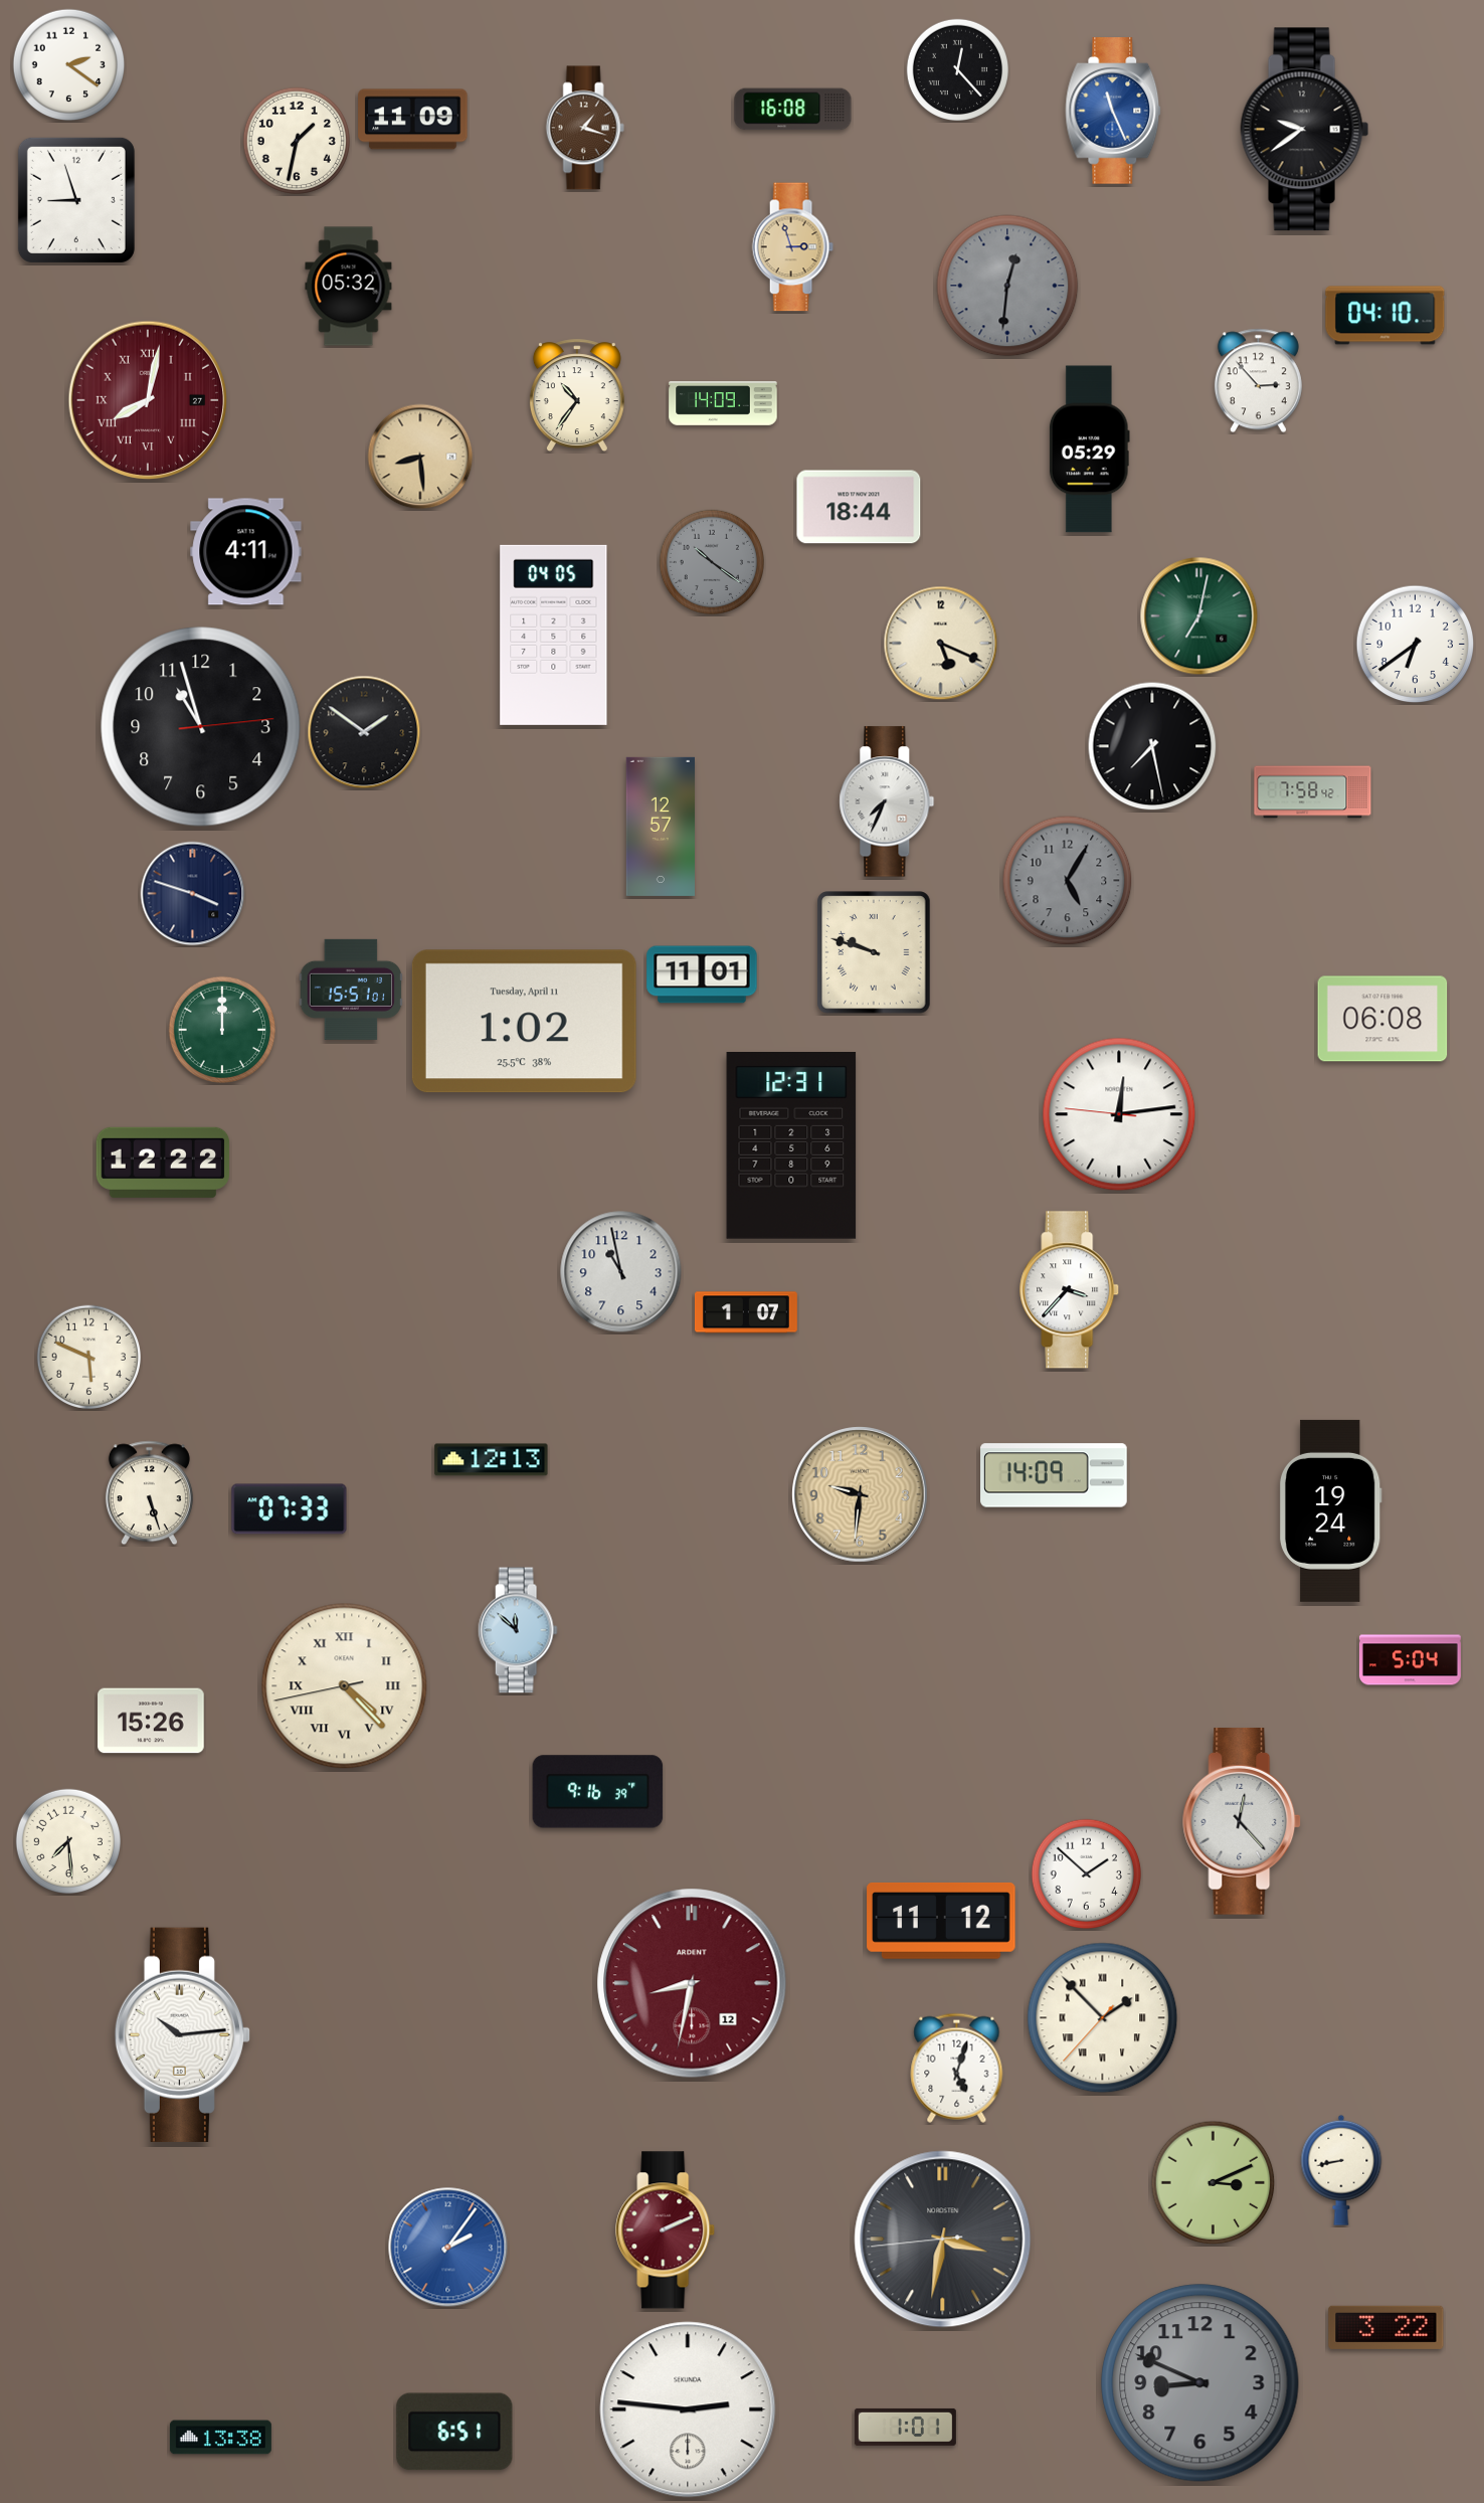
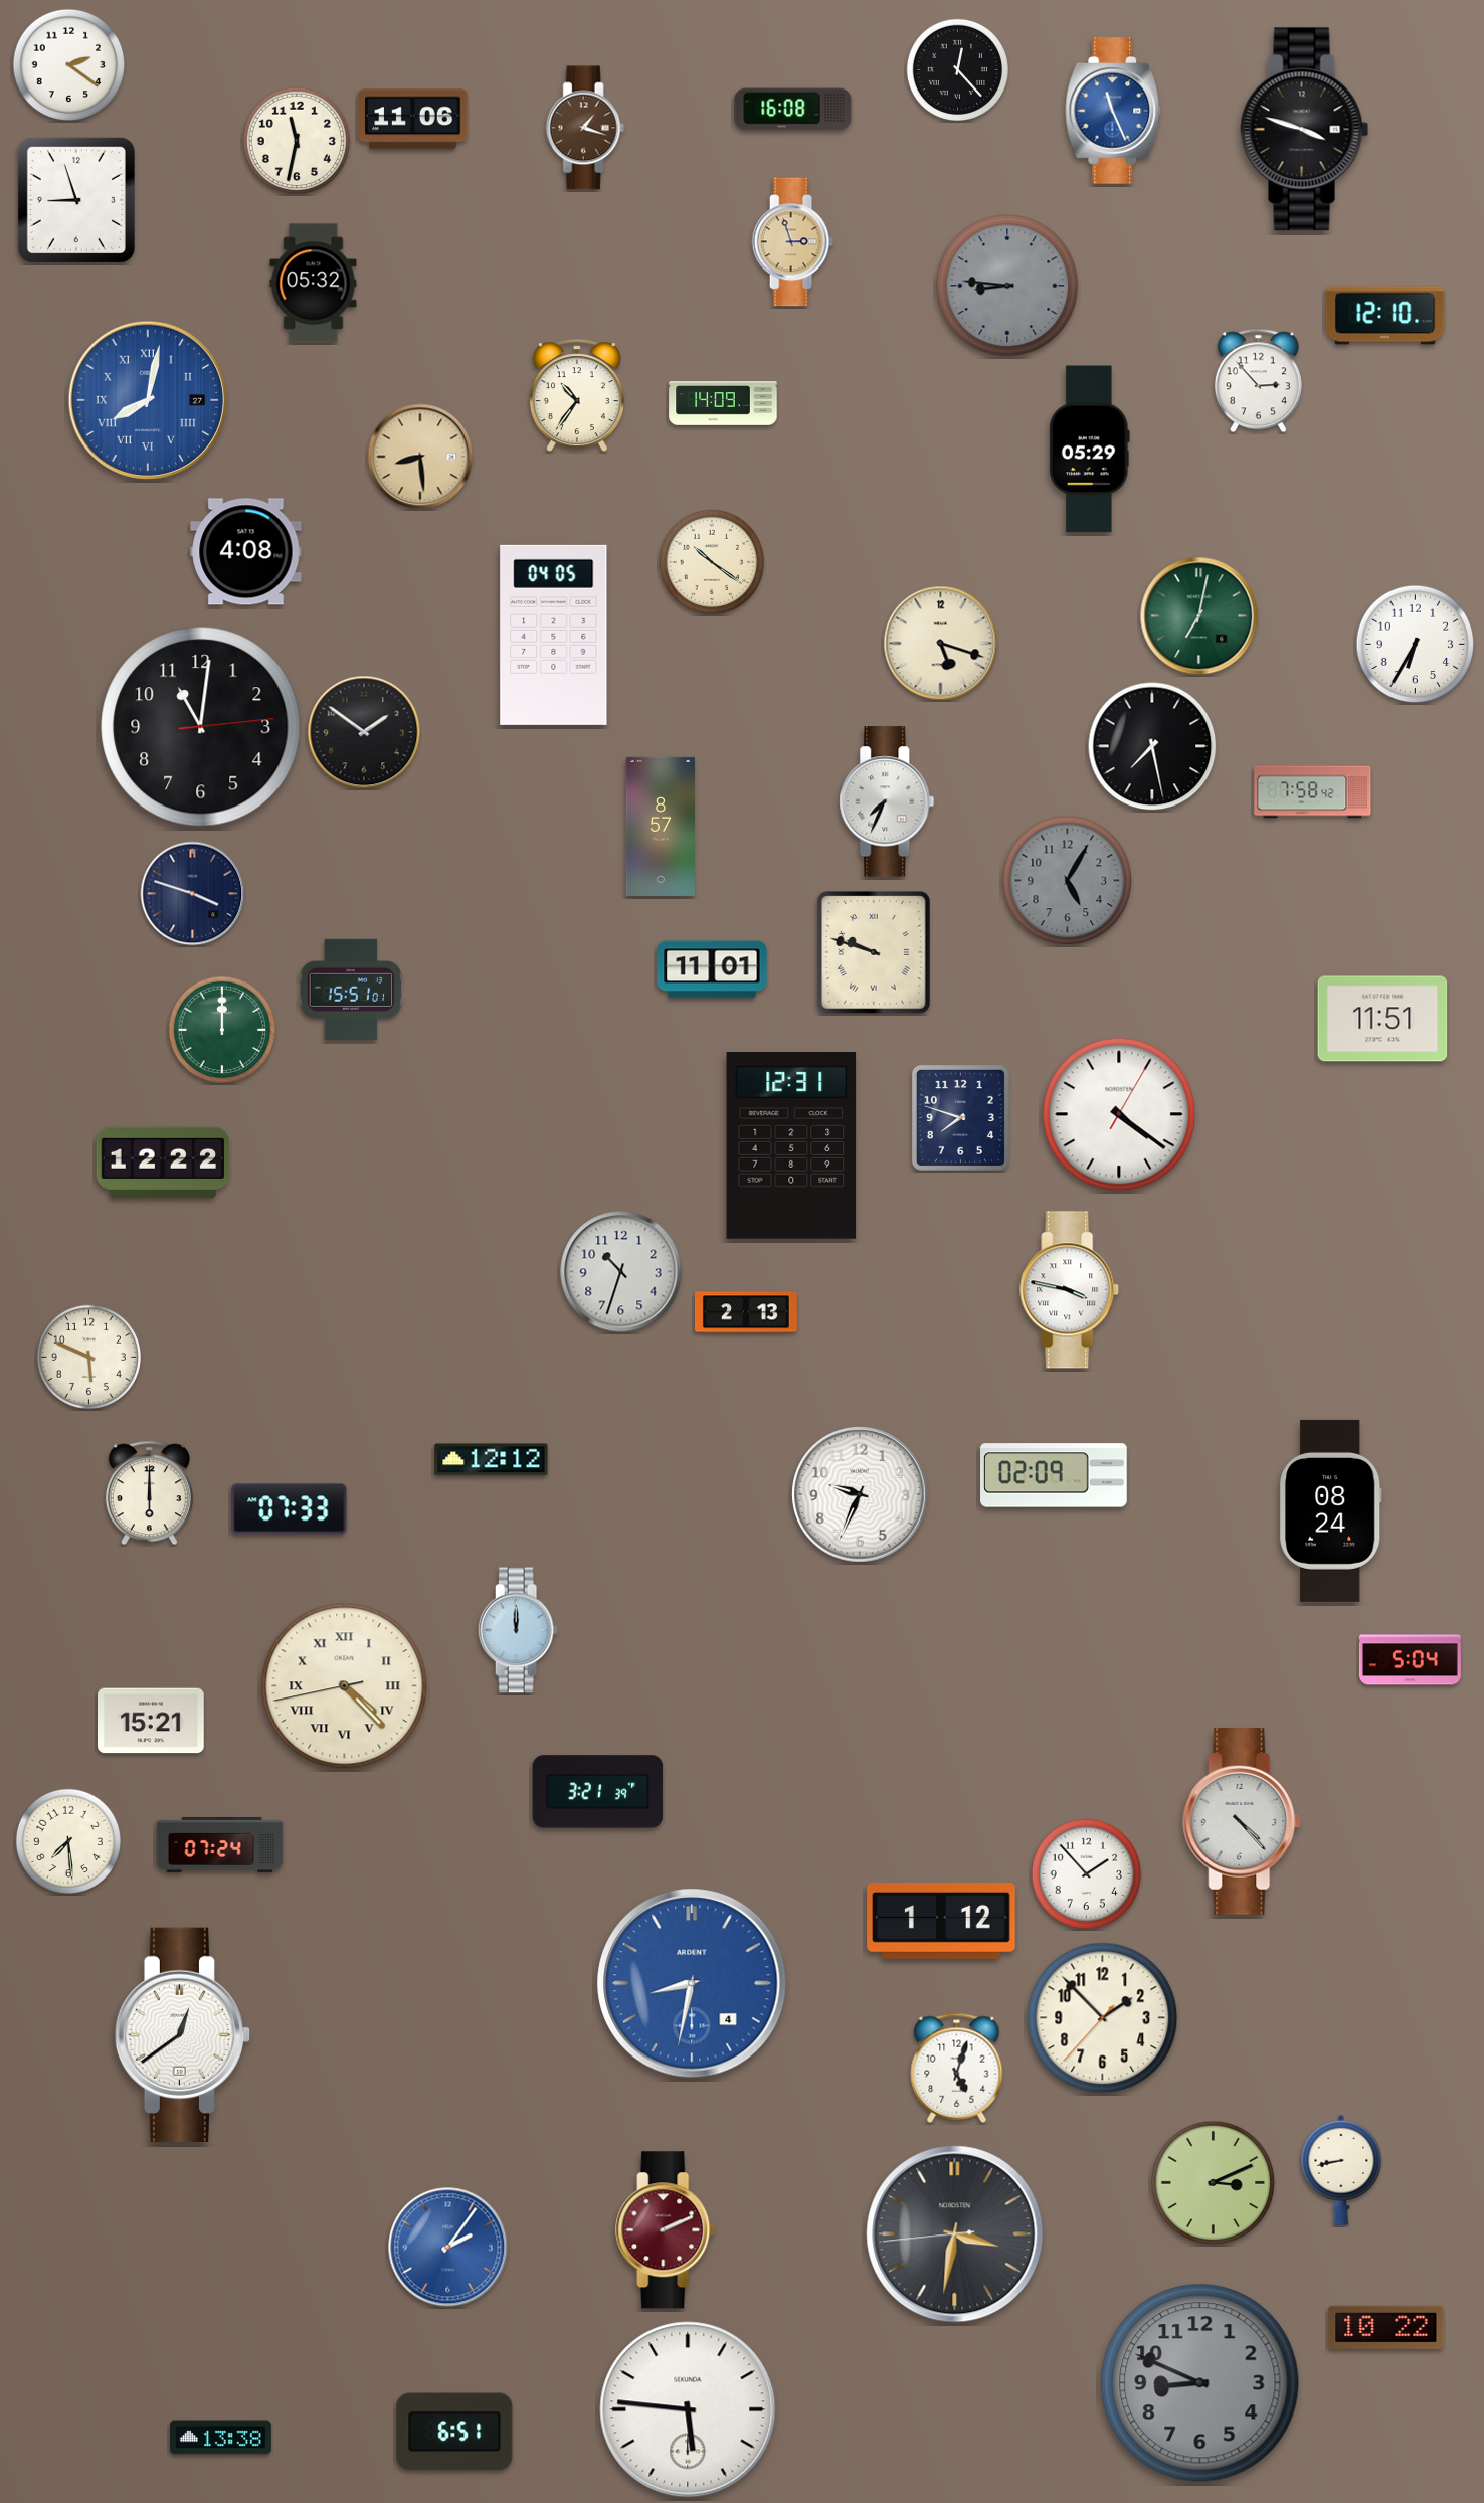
clock at (413, 120): 11:09 -> 11:06
clock at (1305, 130): 9:39 -> 3:48
clock at (297, 141): 1:32 -> 11:32
clock at (792, 247) position: (792, 247) -> (792, 242)
clock at (1007, 286): 12:31 -> 8:46
clock at (349, 287) position: (349, 287) -> (314, 284)
clock at (1385, 316): 04:10 -> 12:10
clock at (148, 400) dial: burgundy -> blue
clock at (859, 507): 18:44 -> none
clock at (246, 552): 4:11 -> 4:08
clock at (711, 561) dial: grey -> cream
clock at (941, 644): 5:19 -> 5:18
clock at (1416, 645): 6:39 -> 6:35
clock at (201, 727): 10:57 -> 11:01
clock at (660, 827): 12:57 -> 8:57
clock at (702, 974) position: (702, 974) -> (712, 969)
clock at (1382, 1019): 06:08 -> 11:51
clock at (524, 1022): 1:02 -> none
clock at (1119, 1114): 12:13 -> 4:21
clock at (960, 1117): none -> 7:48
clock at (621, 1272): 10:58 -> 10:33
clock at (1070, 1290): 3:37 -> 3:47
clock at (746, 1312): 1:07 -> 2:13
clock at (492, 1460): 12:13 -> 12:12
clock at (1054, 1475): 14:09 -> 02:09
clock at (149, 1493): 5:27 -> 6:00
clock at (860, 1494): 9:31 -> 9:34
clock at (860, 1494) dial: champagne -> white
clock at (1331, 1510): 19:24 -> 08:24
clock at (518, 1630): 11:52 -> 12:00
clock at (151, 1721): 15:26 -> 15:21
clock at (598, 1792): 9:16 -> 3:21
clock at (1243, 1822): 12:23 -> 4:23
clock at (220, 1844): none -> 07:24
clock at (1087, 1874): 1:52 -> 1:53
clock at (941, 1921): 11:12 -> 1:12
clock at (692, 1983) date: 12 -> 4
clock at (692, 1983) dial: burgundy -> blue
clock at (1103, 2018) numerals: Roman -> Arabic
clock at (182, 2034): 10:14 -> 12:39
clock at (943, 2240) position: (943, 2240) -> (955, 2234)
clock at (1386, 2327): 3:22 -> 10:22
clock at (688, 2409): 2:46 -> 5:46
clock at (905, 2427): 1:01 -> none
